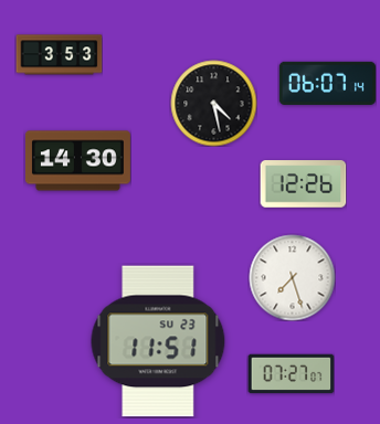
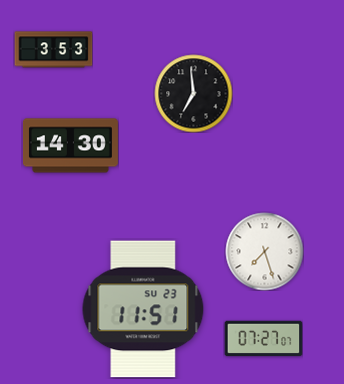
clock at (327, 83): 06:07 -> none
clock at (213, 103): 4:28 -> 6:59
clock at (303, 184): 12:26 -> none
